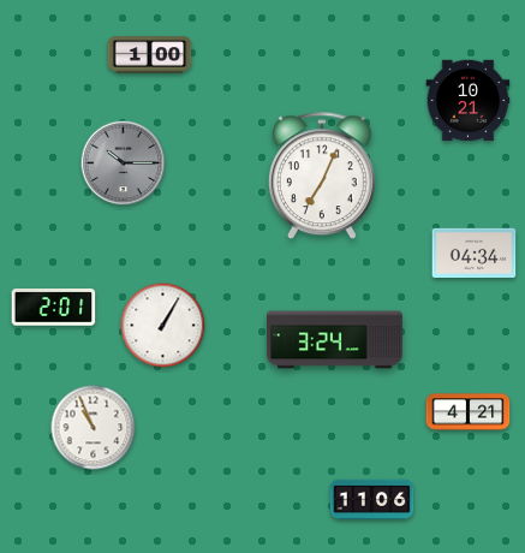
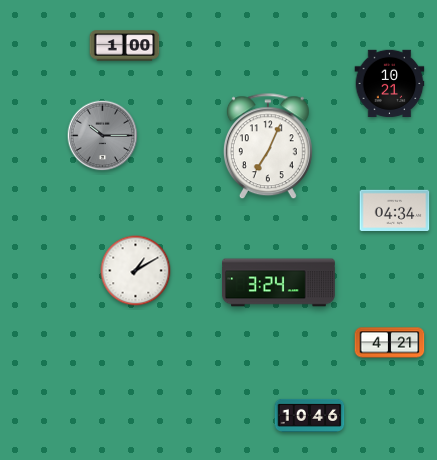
clock at (54, 308): 2:01 -> none
clock at (163, 326): 1:05 -> 1:10
clock at (94, 428): 10:56 -> none
clock at (372, 499): 11:06 -> 10:46
